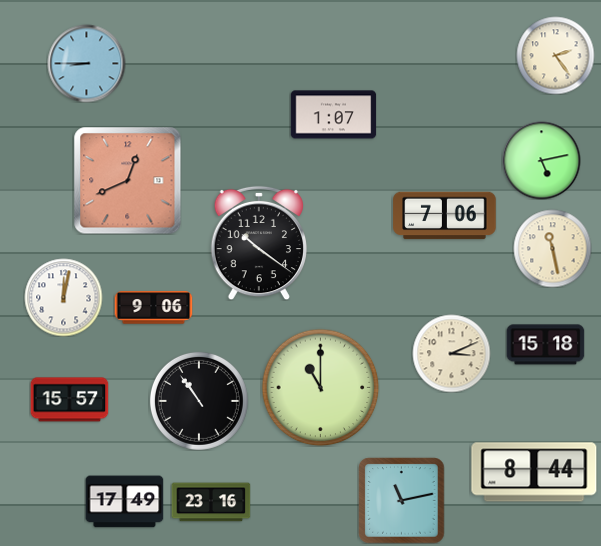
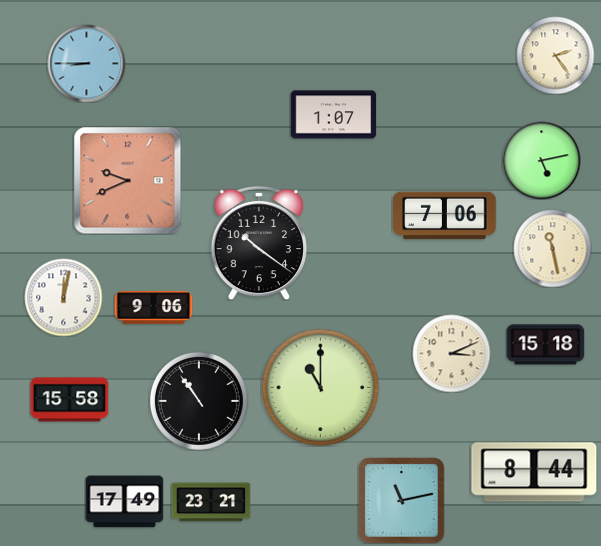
clock at (127, 180): 12:41 -> 9:41
clock at (69, 400): 15:57 -> 15:58
clock at (211, 502): 23:16 -> 23:21
